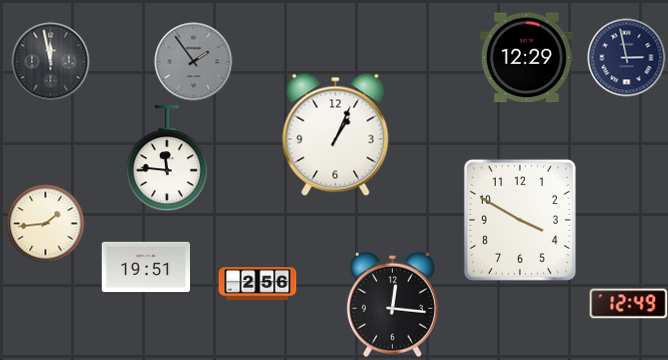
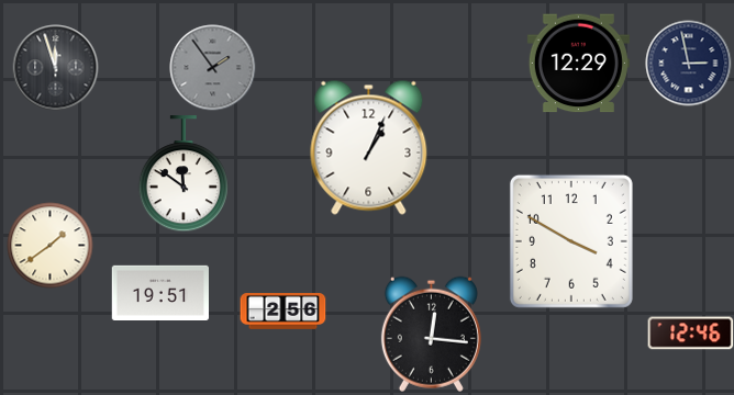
clock at (50, 61): 11:58 -> 11:57
clock at (167, 158): 11:46 -> 11:51
clock at (45, 223): 1:44 -> 1:39
clock at (628, 304): 12:49 -> 12:46
